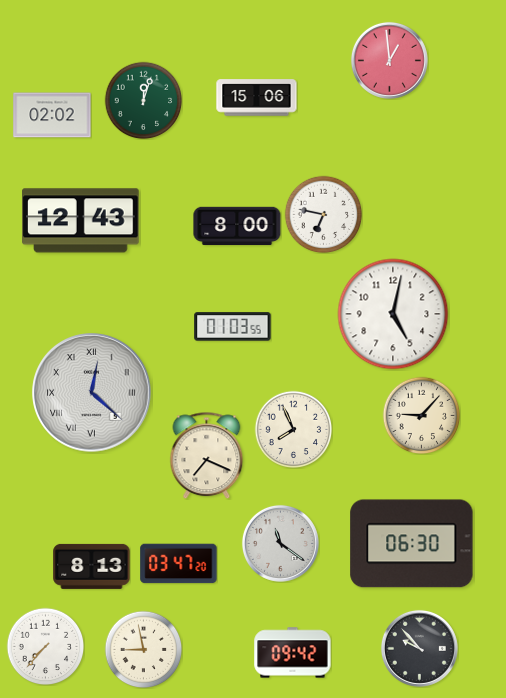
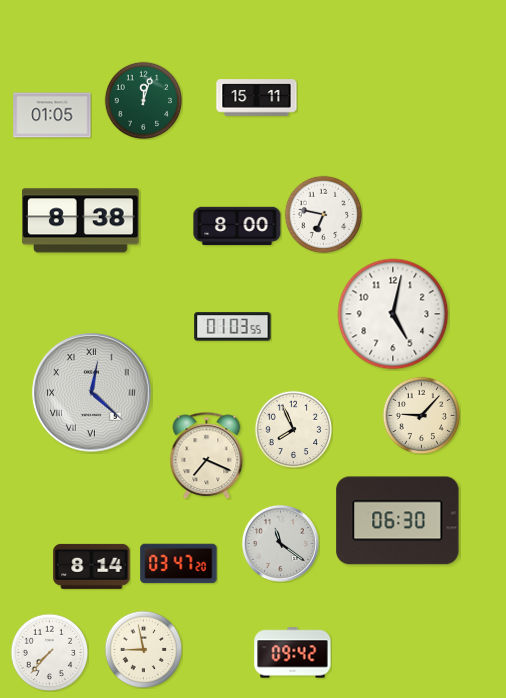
clock at (389, 60): 12:59 -> none
clock at (257, 98): 15:06 -> 15:11
clock at (52, 115): 02:02 -> 01:05
clock at (81, 221): 12:43 -> 8:38
clock at (412, 544) position: (412, 544) -> (398, 521)
clock at (92, 566): 8:13 -> 8:14
clock at (45, 646) position: (45, 646) -> (49, 652)
clock at (419, 648): 9:53 -> none
